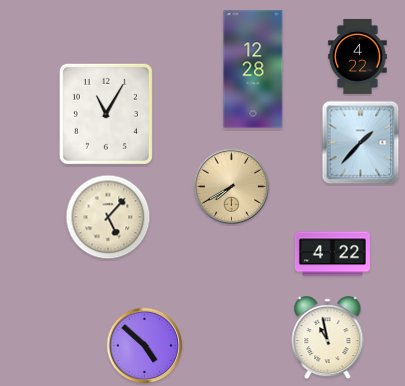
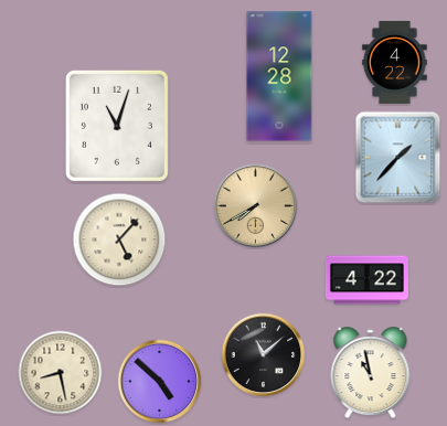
clock at (106, 114): 11:05 -> 11:03
clock at (264, 355): none -> 11:08
clock at (61, 373): none -> 8:28
clock at (328, 338) position: (328, 338) -> (371, 373)
